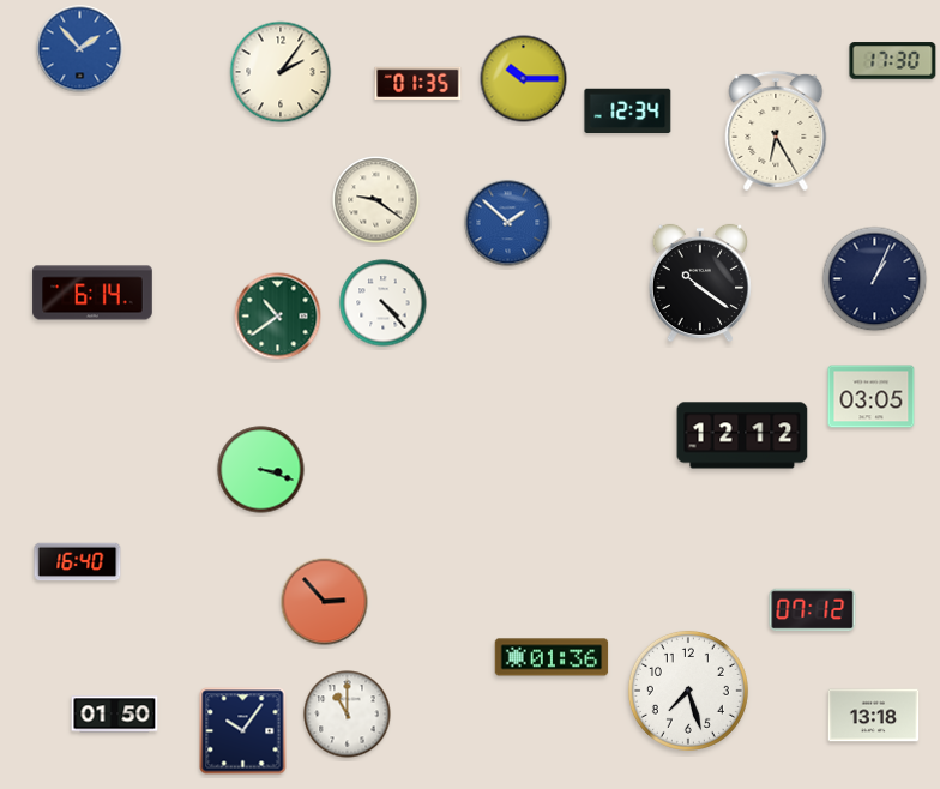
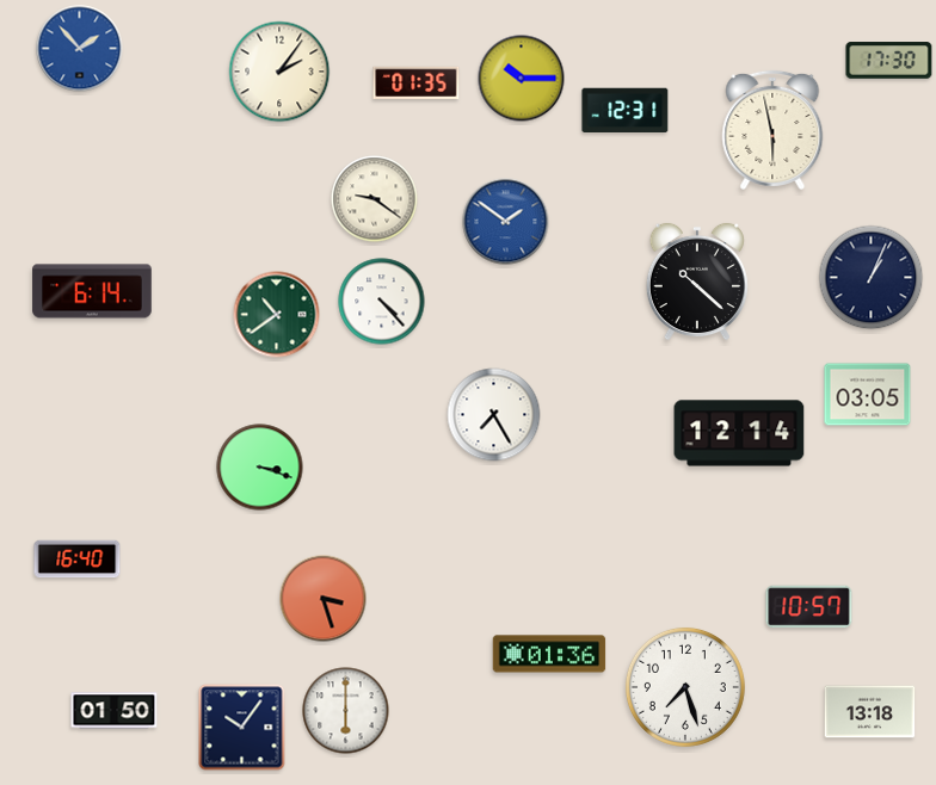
clock at (628, 110): 12:34 -> 12:31
clock at (776, 131): 6:25 -> 5:58
clock at (508, 223): 1:52 -> 1:51
clock at (700, 283): 10:21 -> 10:22
clock at (494, 415): none -> 7:25
clock at (742, 435): 12:12 -> 12:14
clock at (325, 602): 2:53 -> 3:27
clock at (813, 610): 07:12 -> 10:57
clock at (348, 715): 11:00 -> 6:00
